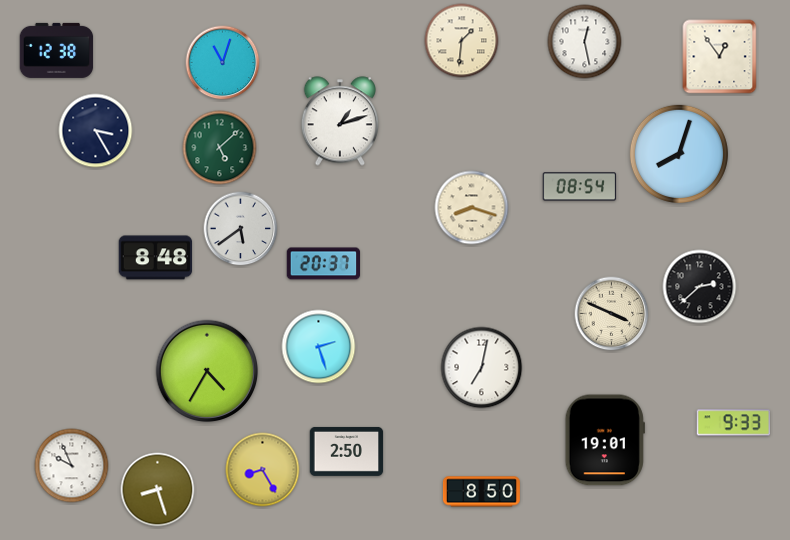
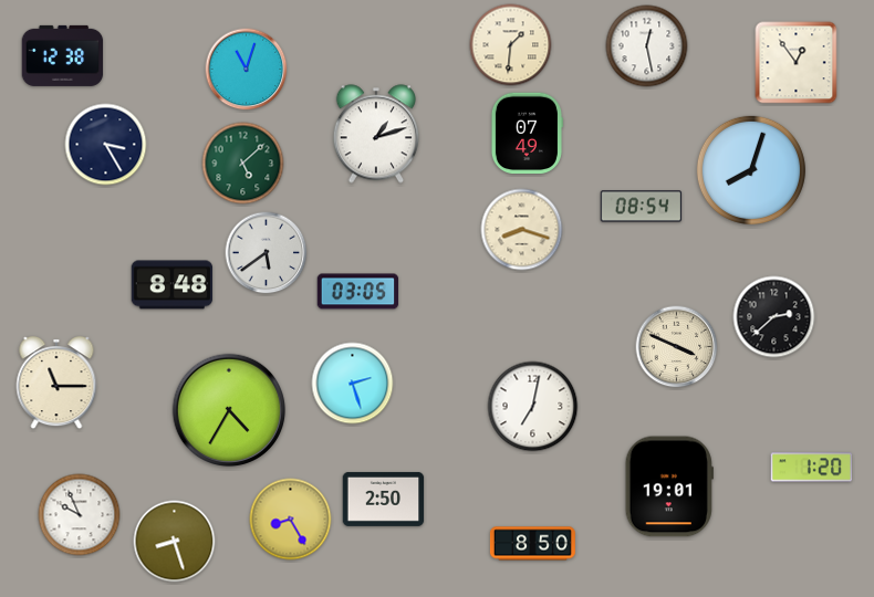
clock at (527, 134): none -> 07:49
clock at (324, 264): 20:37 -> 03:05
clock at (56, 384): none -> 11:15
clock at (734, 423): 9:33 -> 1:20
